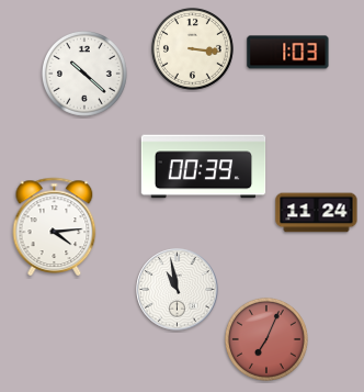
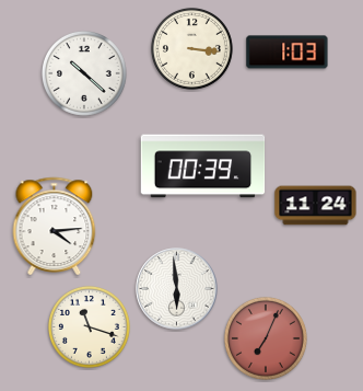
clock at (317, 213) position: (317, 213) -> (316, 206)
clock at (178, 290): 10:58 -> 5:59
clock at (89, 326): none -> 11:18
